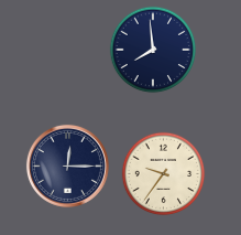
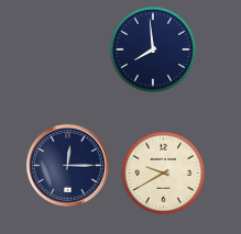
clock at (164, 174): 9:36 -> 9:40
